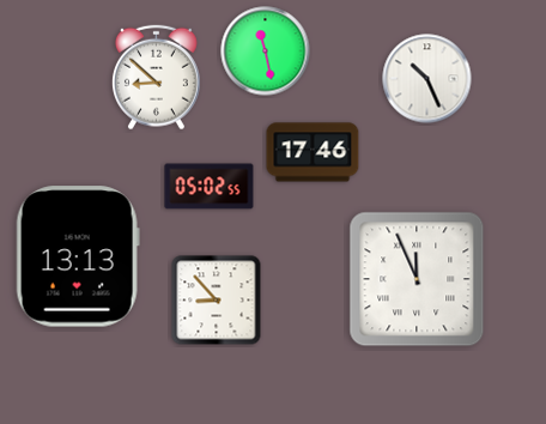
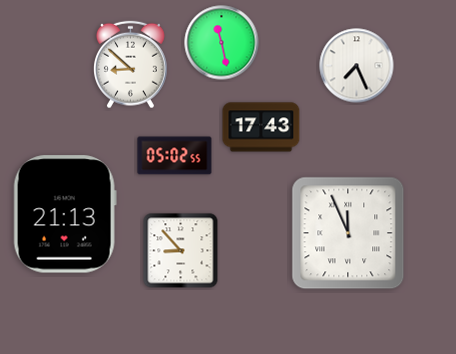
clock at (427, 79): 10:26 -> 7:26
clock at (313, 152): 17:46 -> 17:43
clock at (78, 256): 13:13 -> 21:13
